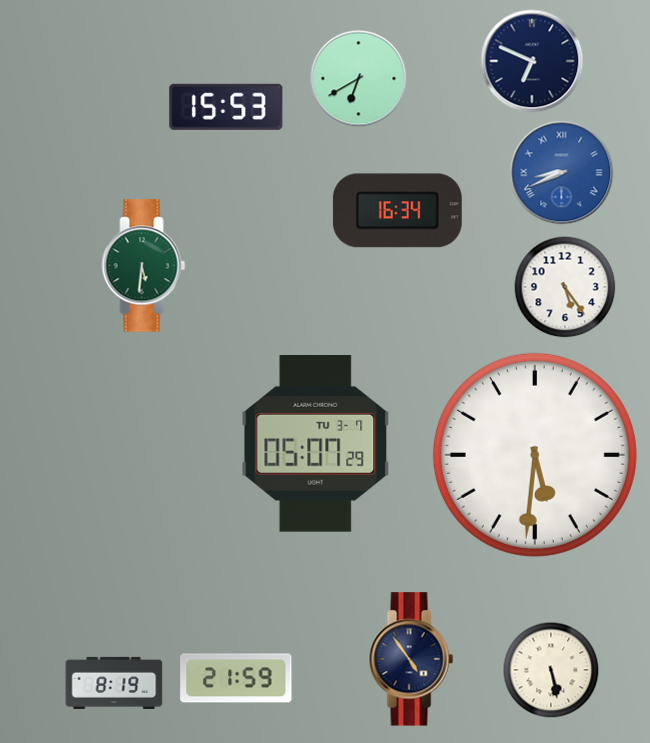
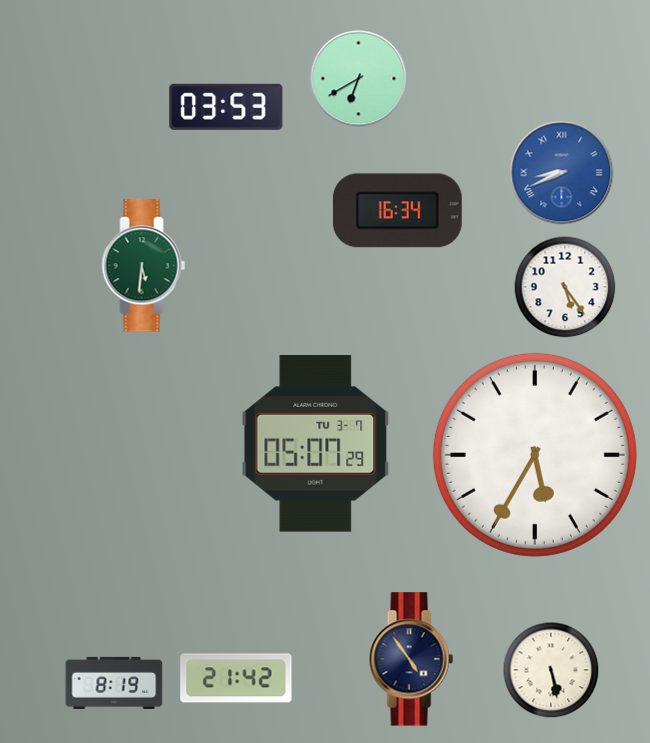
clock at (532, 61): 6:49 -> none
clock at (226, 107): 15:53 -> 03:53
clock at (535, 455): 5:31 -> 5:35
clock at (236, 678): 21:59 -> 21:42
